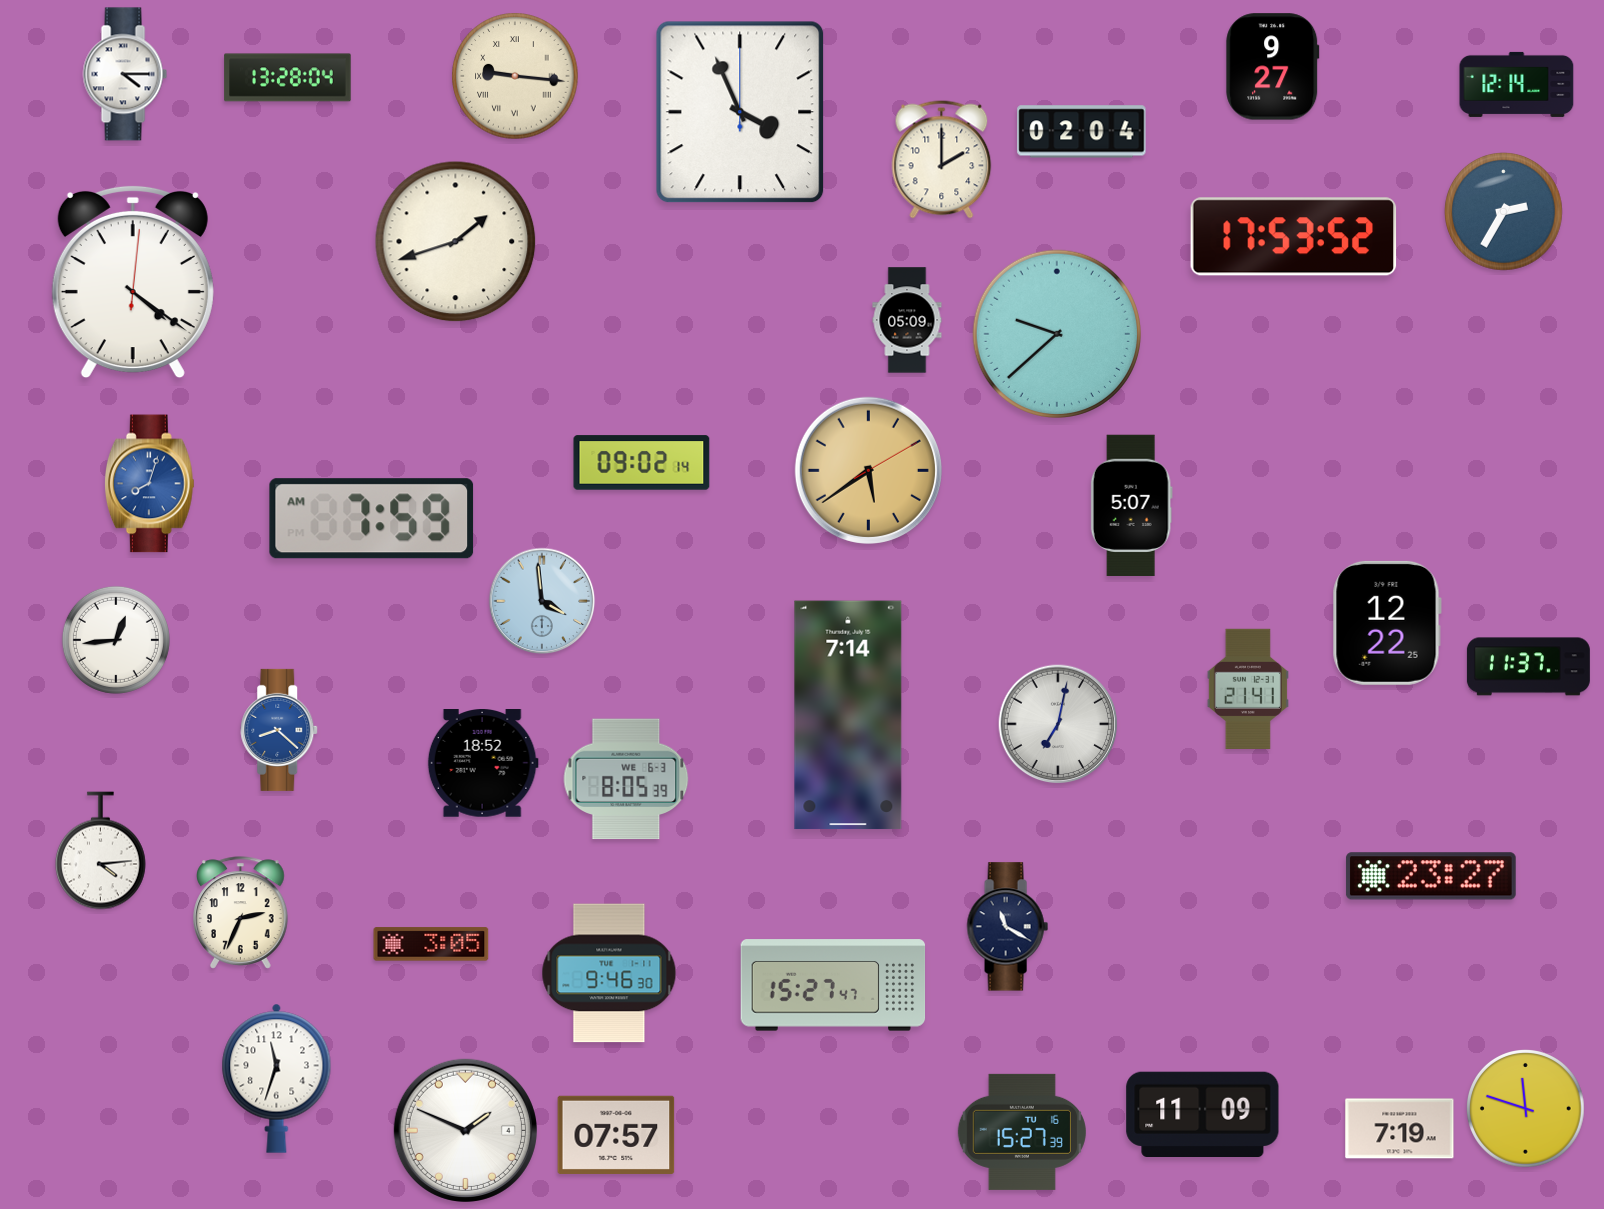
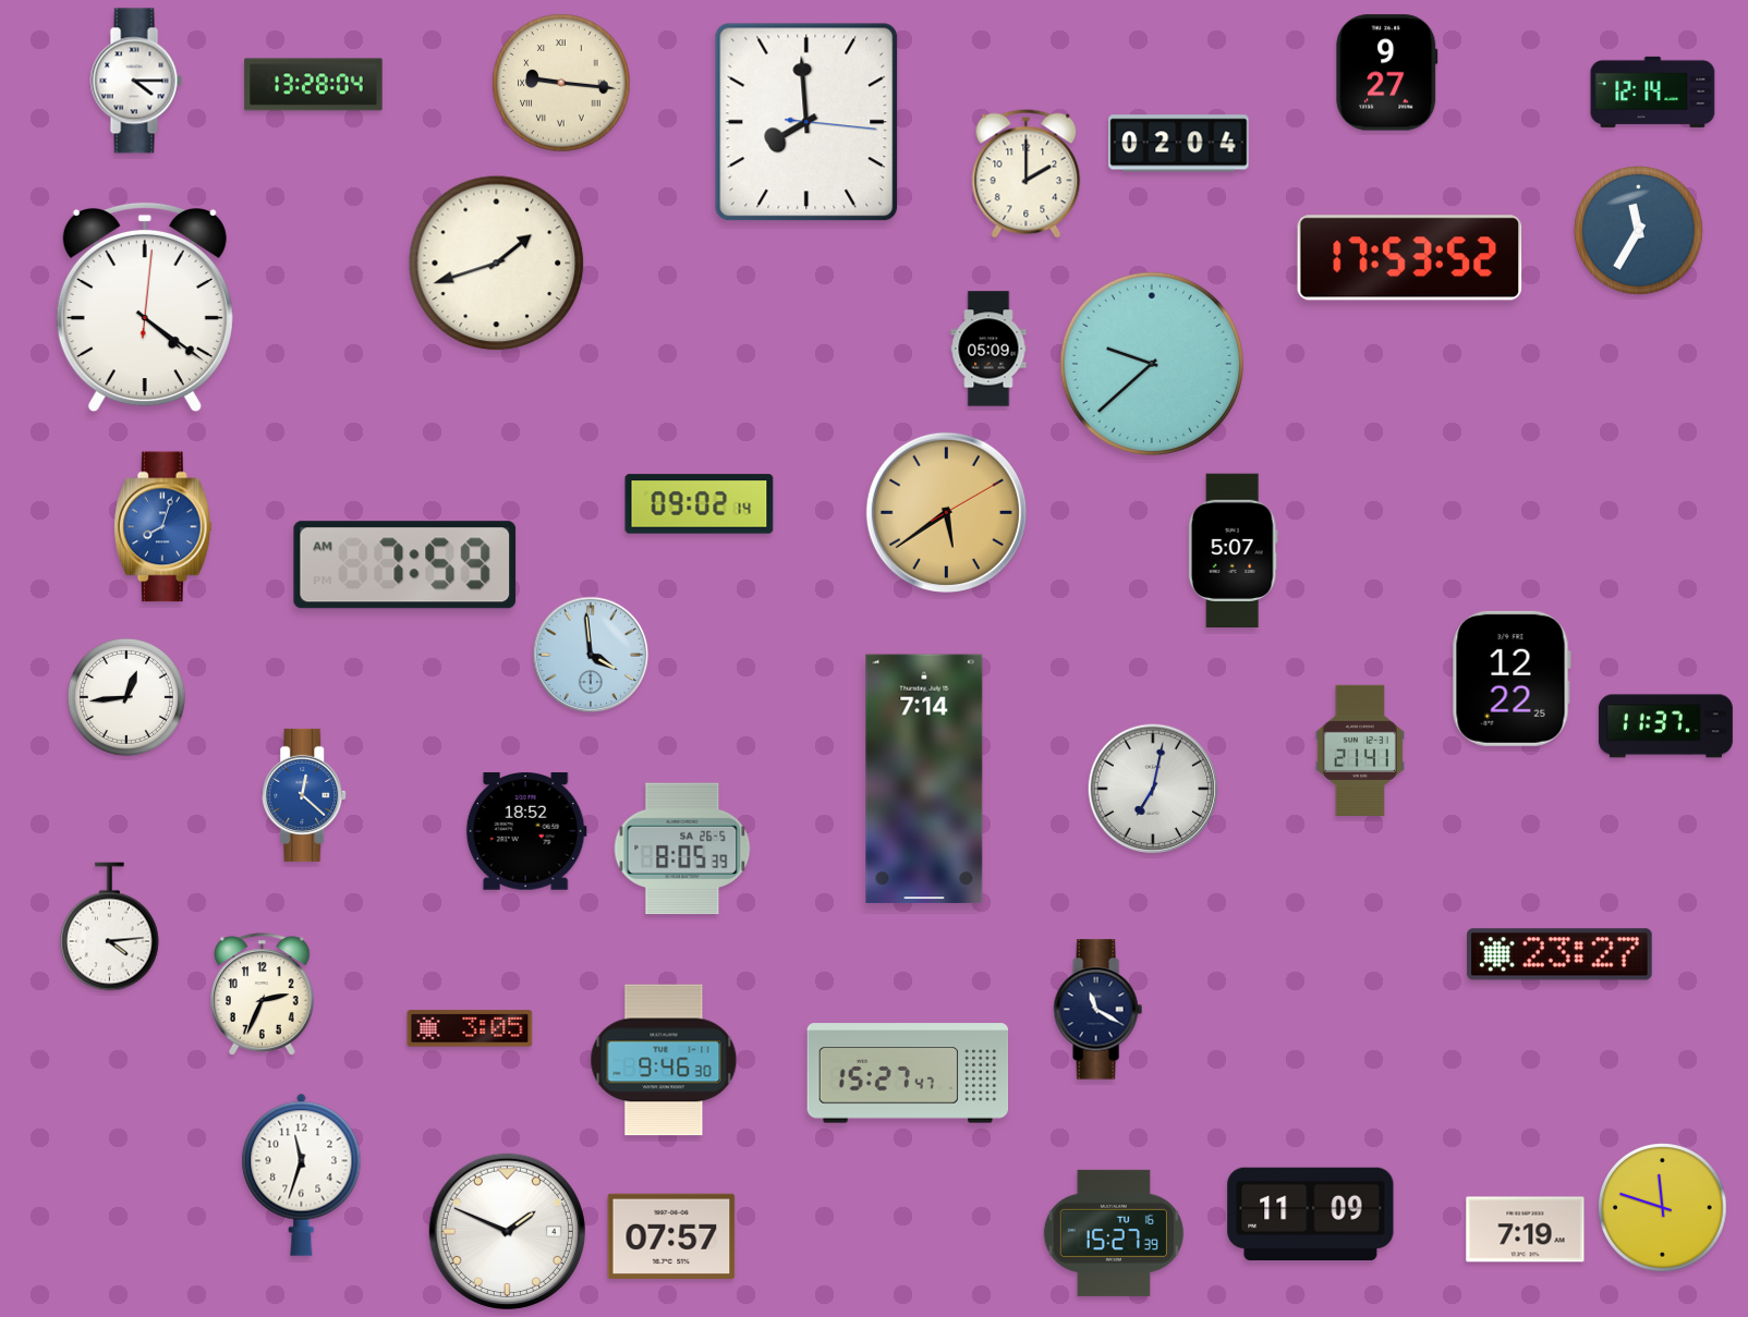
clock at (740, 112): 3:56 -> 7:59
clock at (1504, 212): 2:35 -> 11:35
clock at (280, 730): 8:22 -> 12:22
clock at (626, 779) date: WE 6-3 -> SA 26-5
